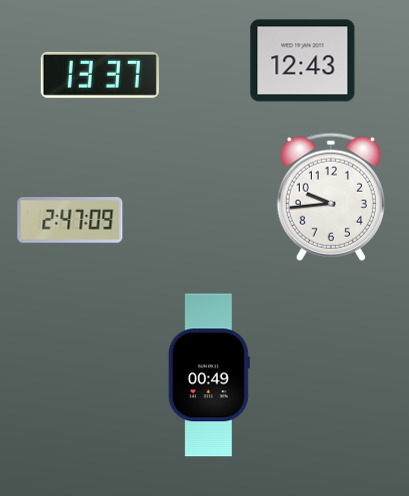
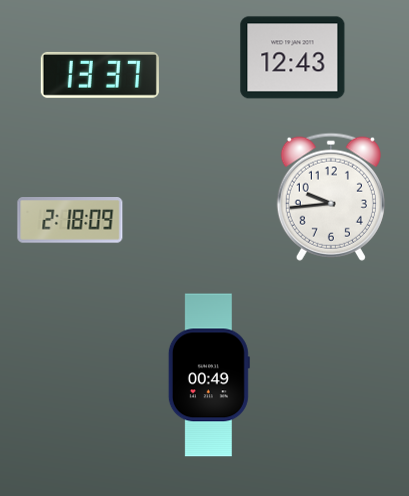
clock at (303, 61) position: (303, 61) -> (293, 58)
clock at (70, 221): 2:47 -> 2:18
